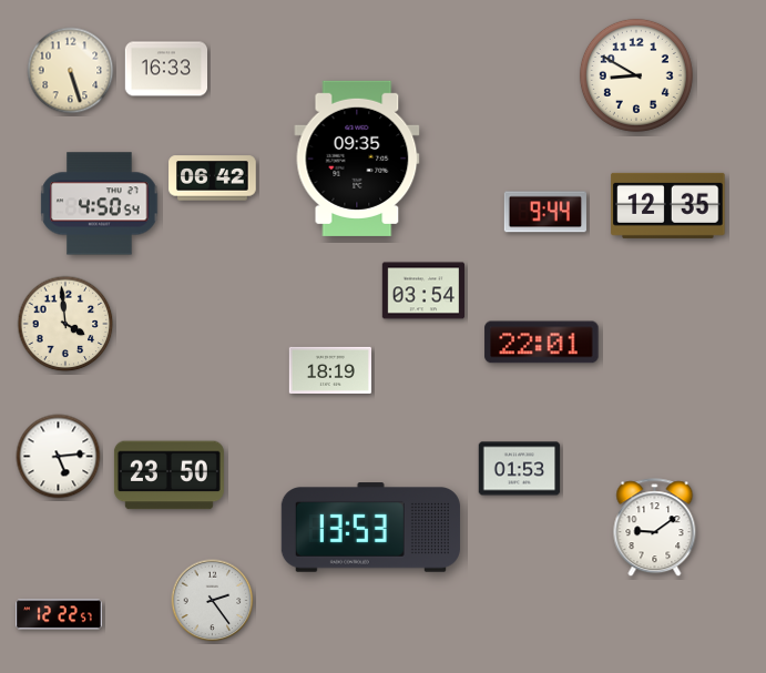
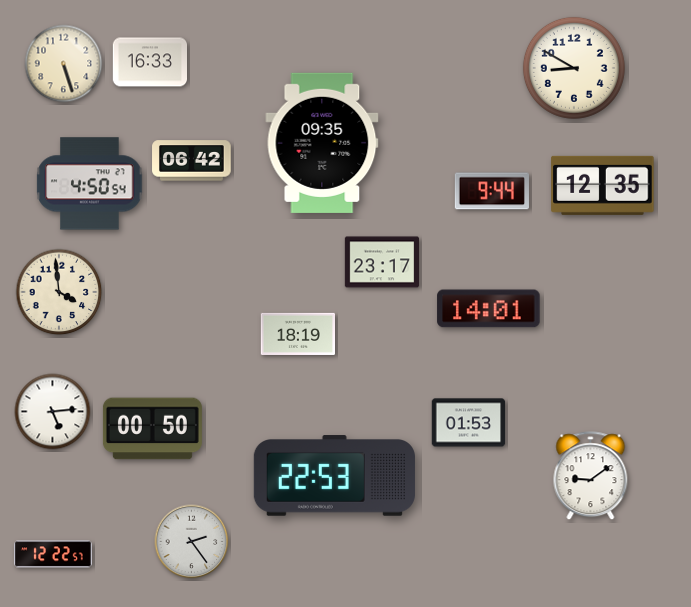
clock at (422, 290): 03:54 -> 23:17
clock at (542, 343): 22:01 -> 14:01
clock at (168, 476): 23:50 -> 00:50
clock at (370, 528): 13:53 -> 22:53
